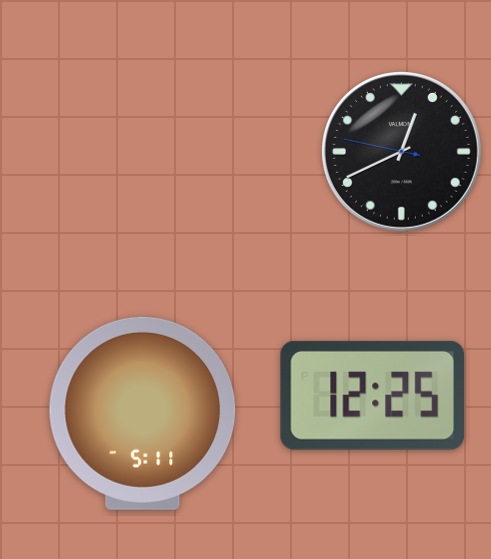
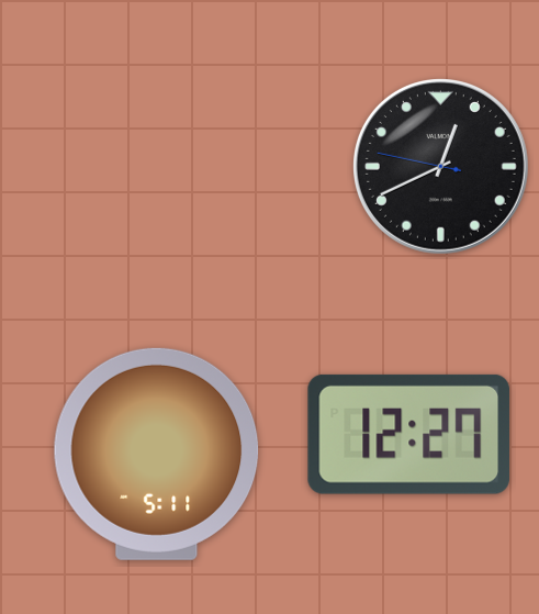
clock at (372, 395): 12:25 -> 12:27
